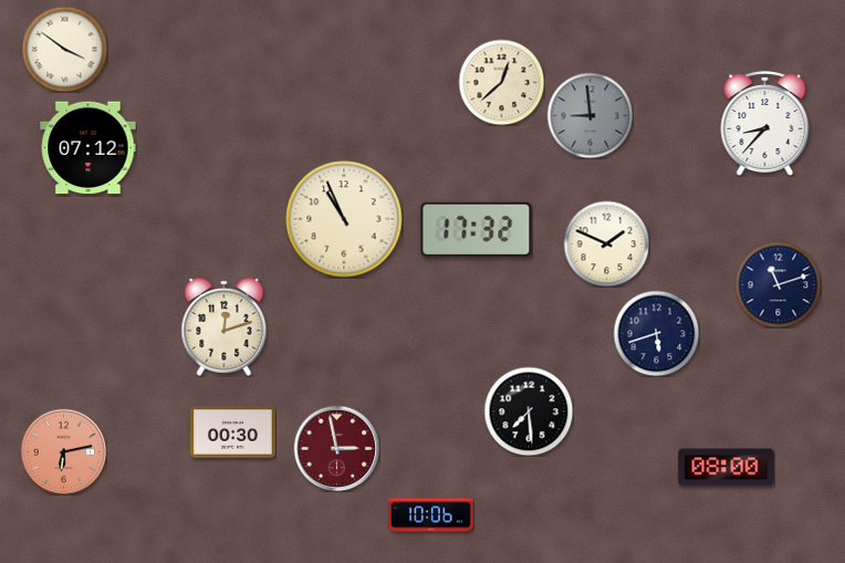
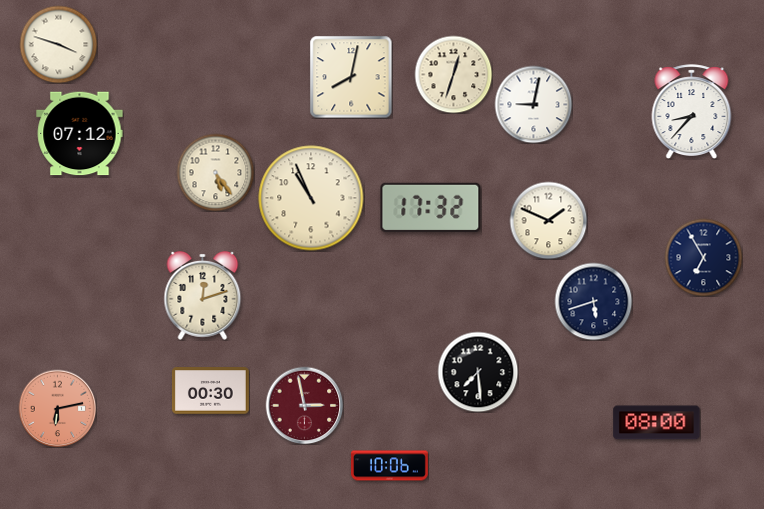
clock at (64, 49): 3:51 -> 3:48
clock at (501, 82): 12:38 -> 12:33
clock at (351, 77): none -> 8:02
clock at (590, 115): 8:59 -> 9:02
clock at (590, 115) dial: grey -> white
clock at (215, 172): none -> 5:24
clock at (778, 284): 11:12 -> 6:55
